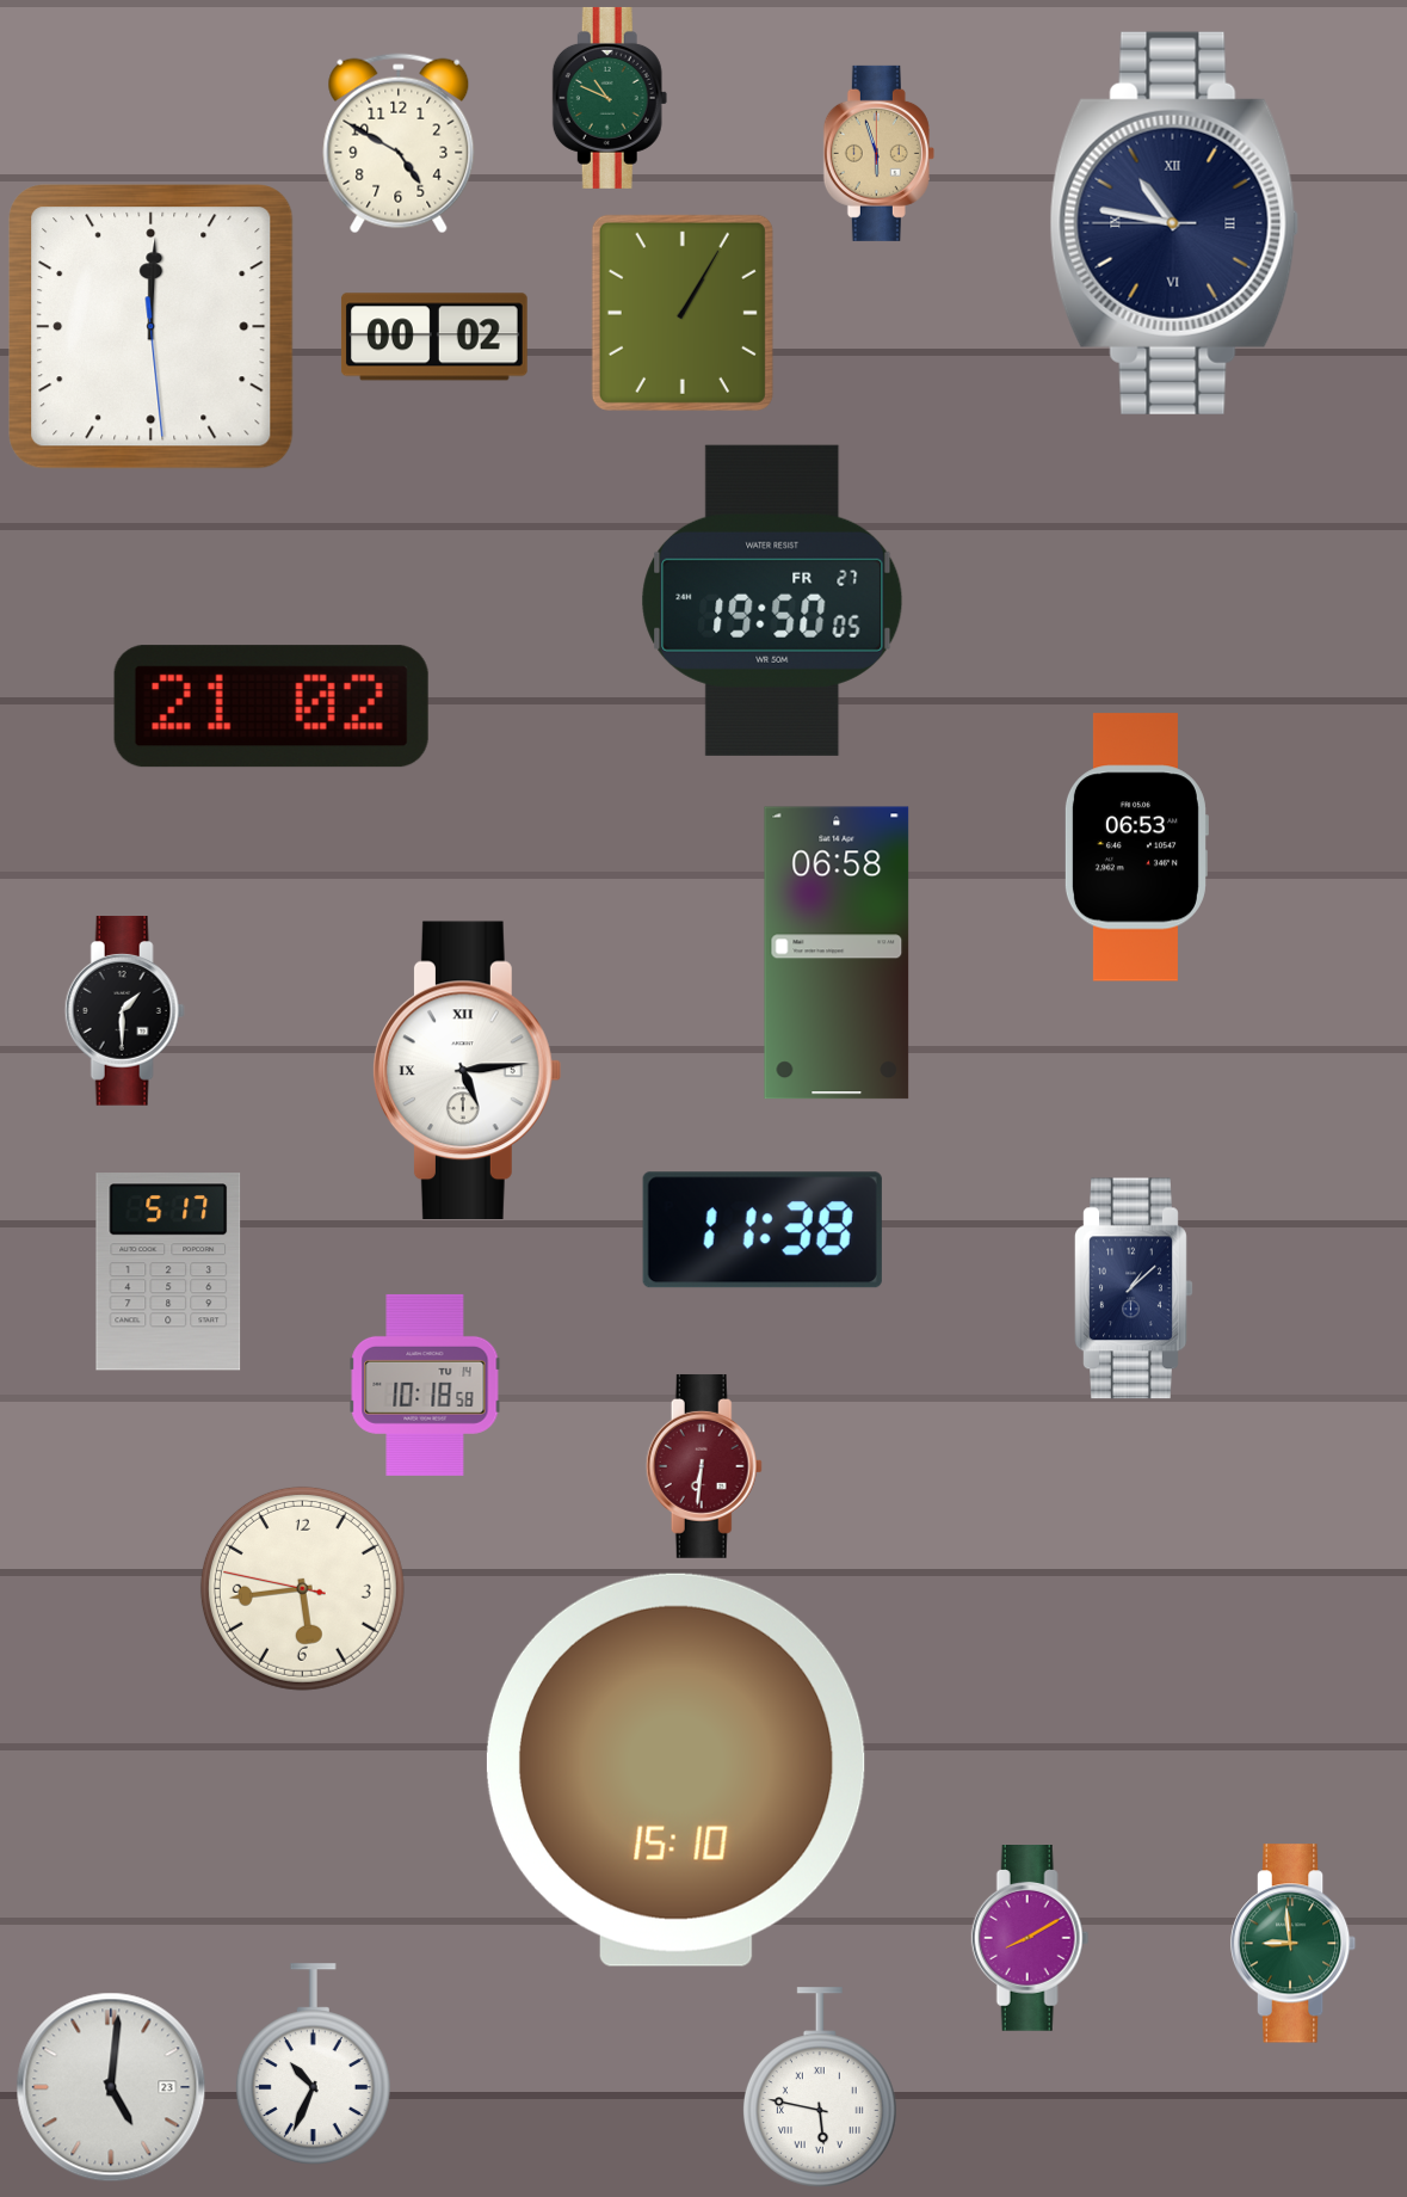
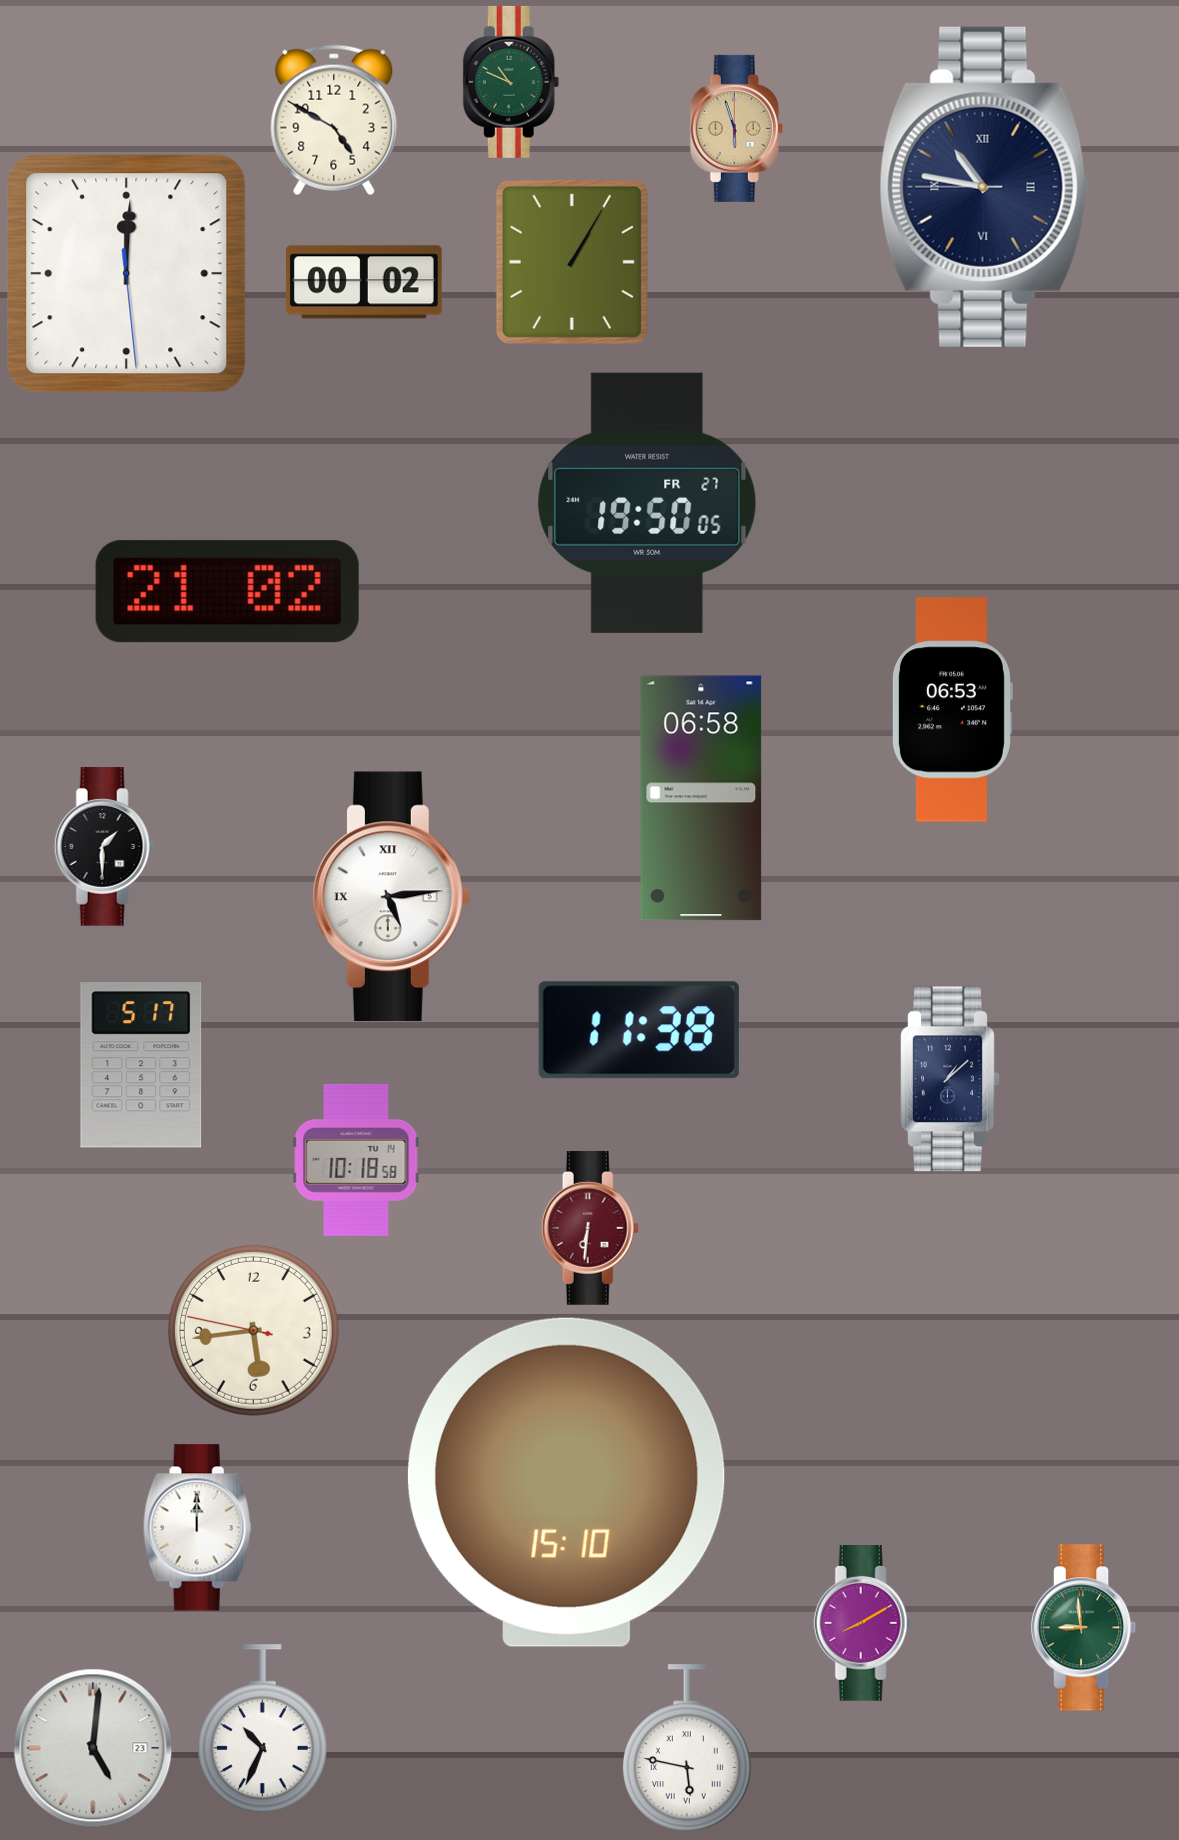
clock at (197, 1528): none -> 12:00
